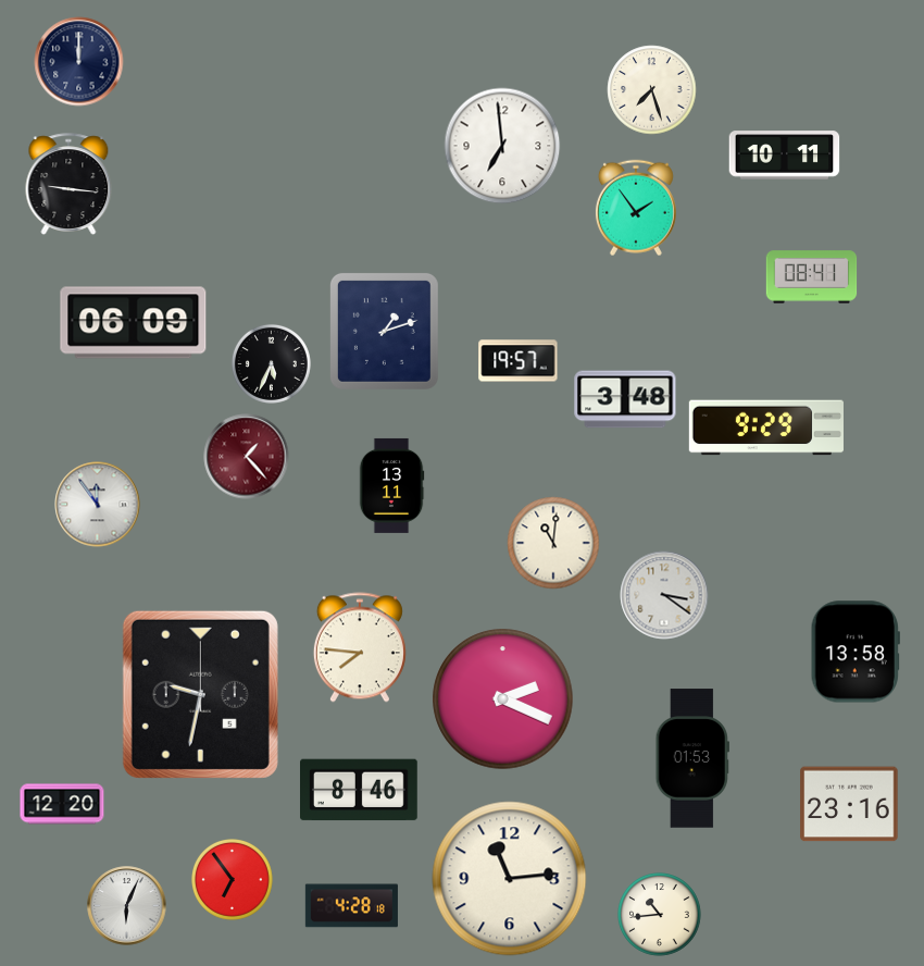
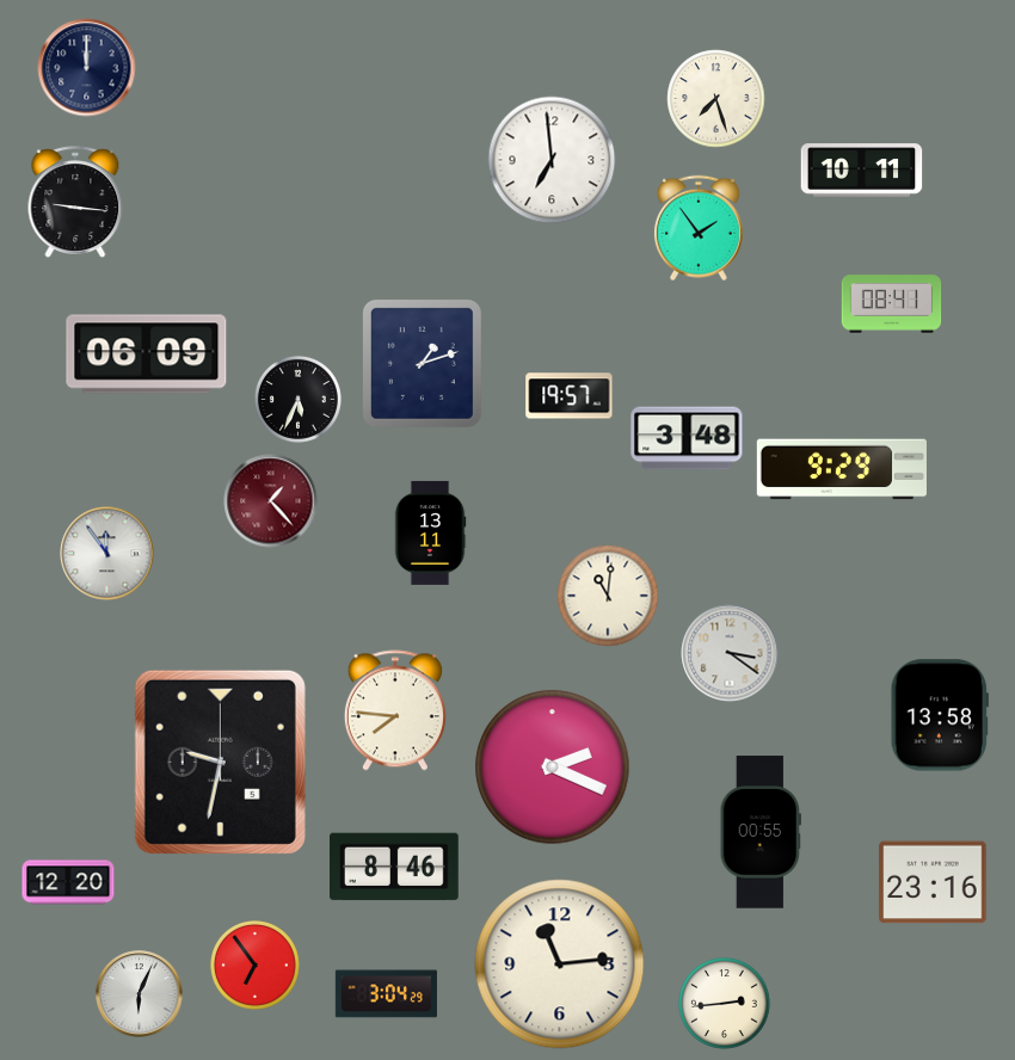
clock at (692, 758): 01:53 -> 00:55
clock at (351, 906): 4:28 -> 3:04
clock at (660, 915): 10:44 -> 2:44
